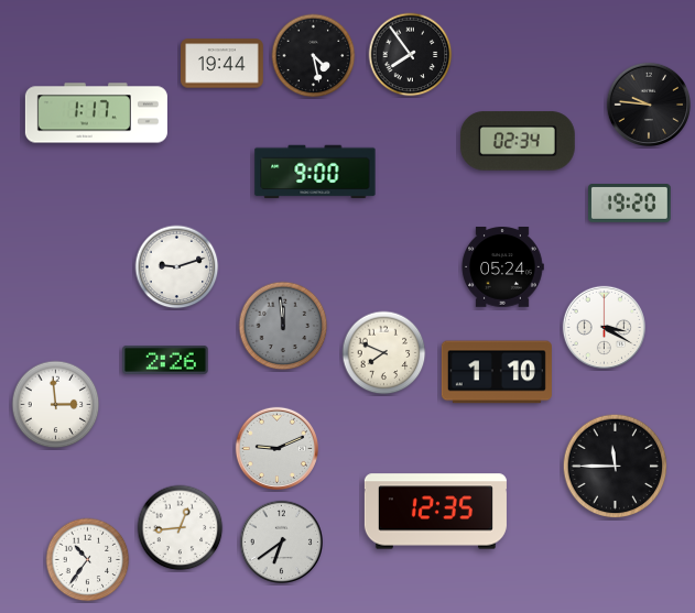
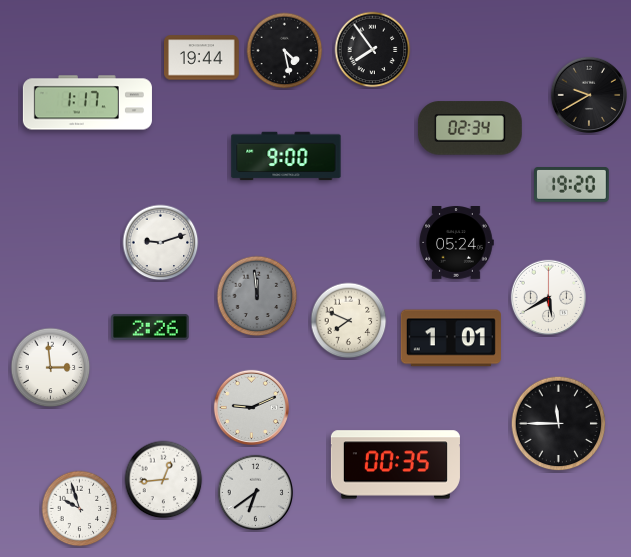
clock at (648, 103): 9:46 -> 9:40
clock at (604, 327): 3:20 -> 5:40
clock at (497, 372): 1:10 -> 1:01
clock at (435, 512): 12:35 -> 00:35
clock at (88, 560): 10:36 -> 9:57
